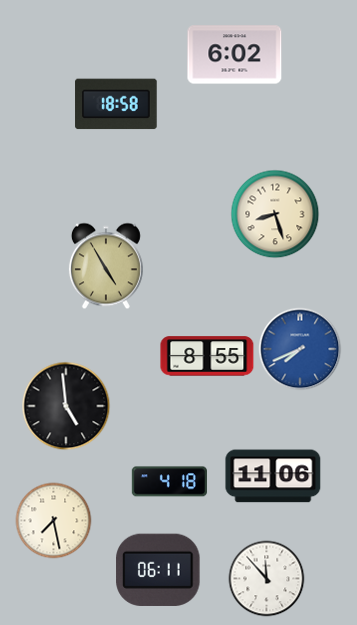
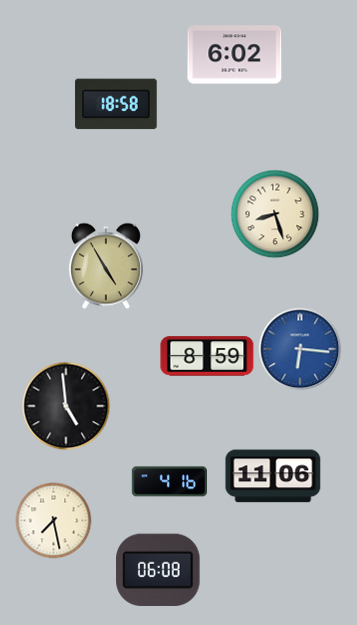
clock at (300, 349): 7:41 -> 6:16
clock at (207, 356): 8:55 -> 8:59
clock at (169, 482): 4:18 -> 4:16
clock at (158, 570): 06:11 -> 06:08
clock at (267, 579): 11:53 -> none
